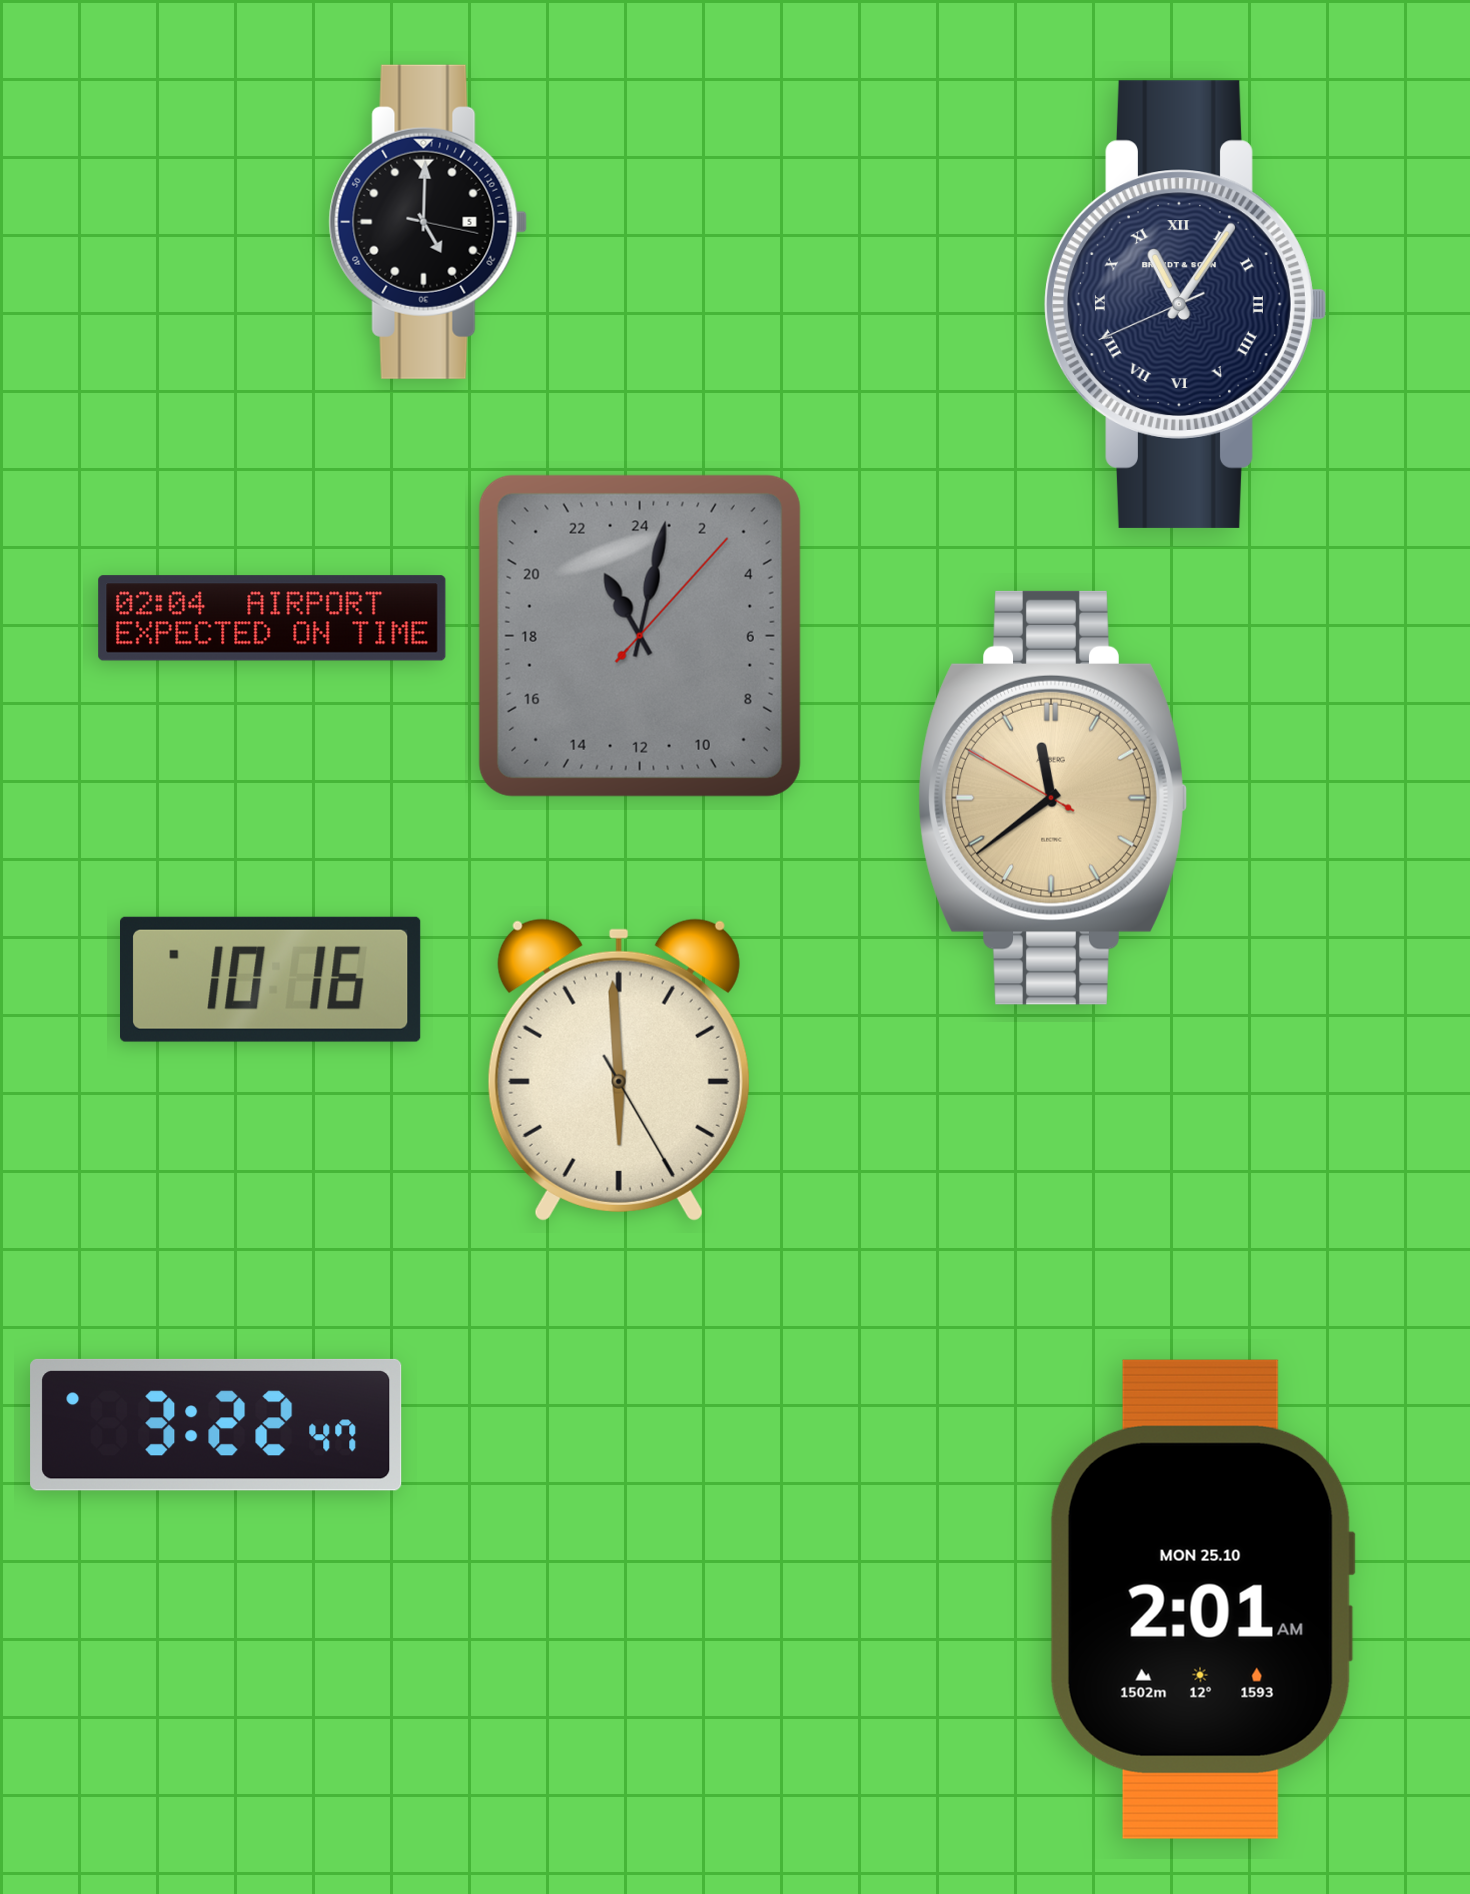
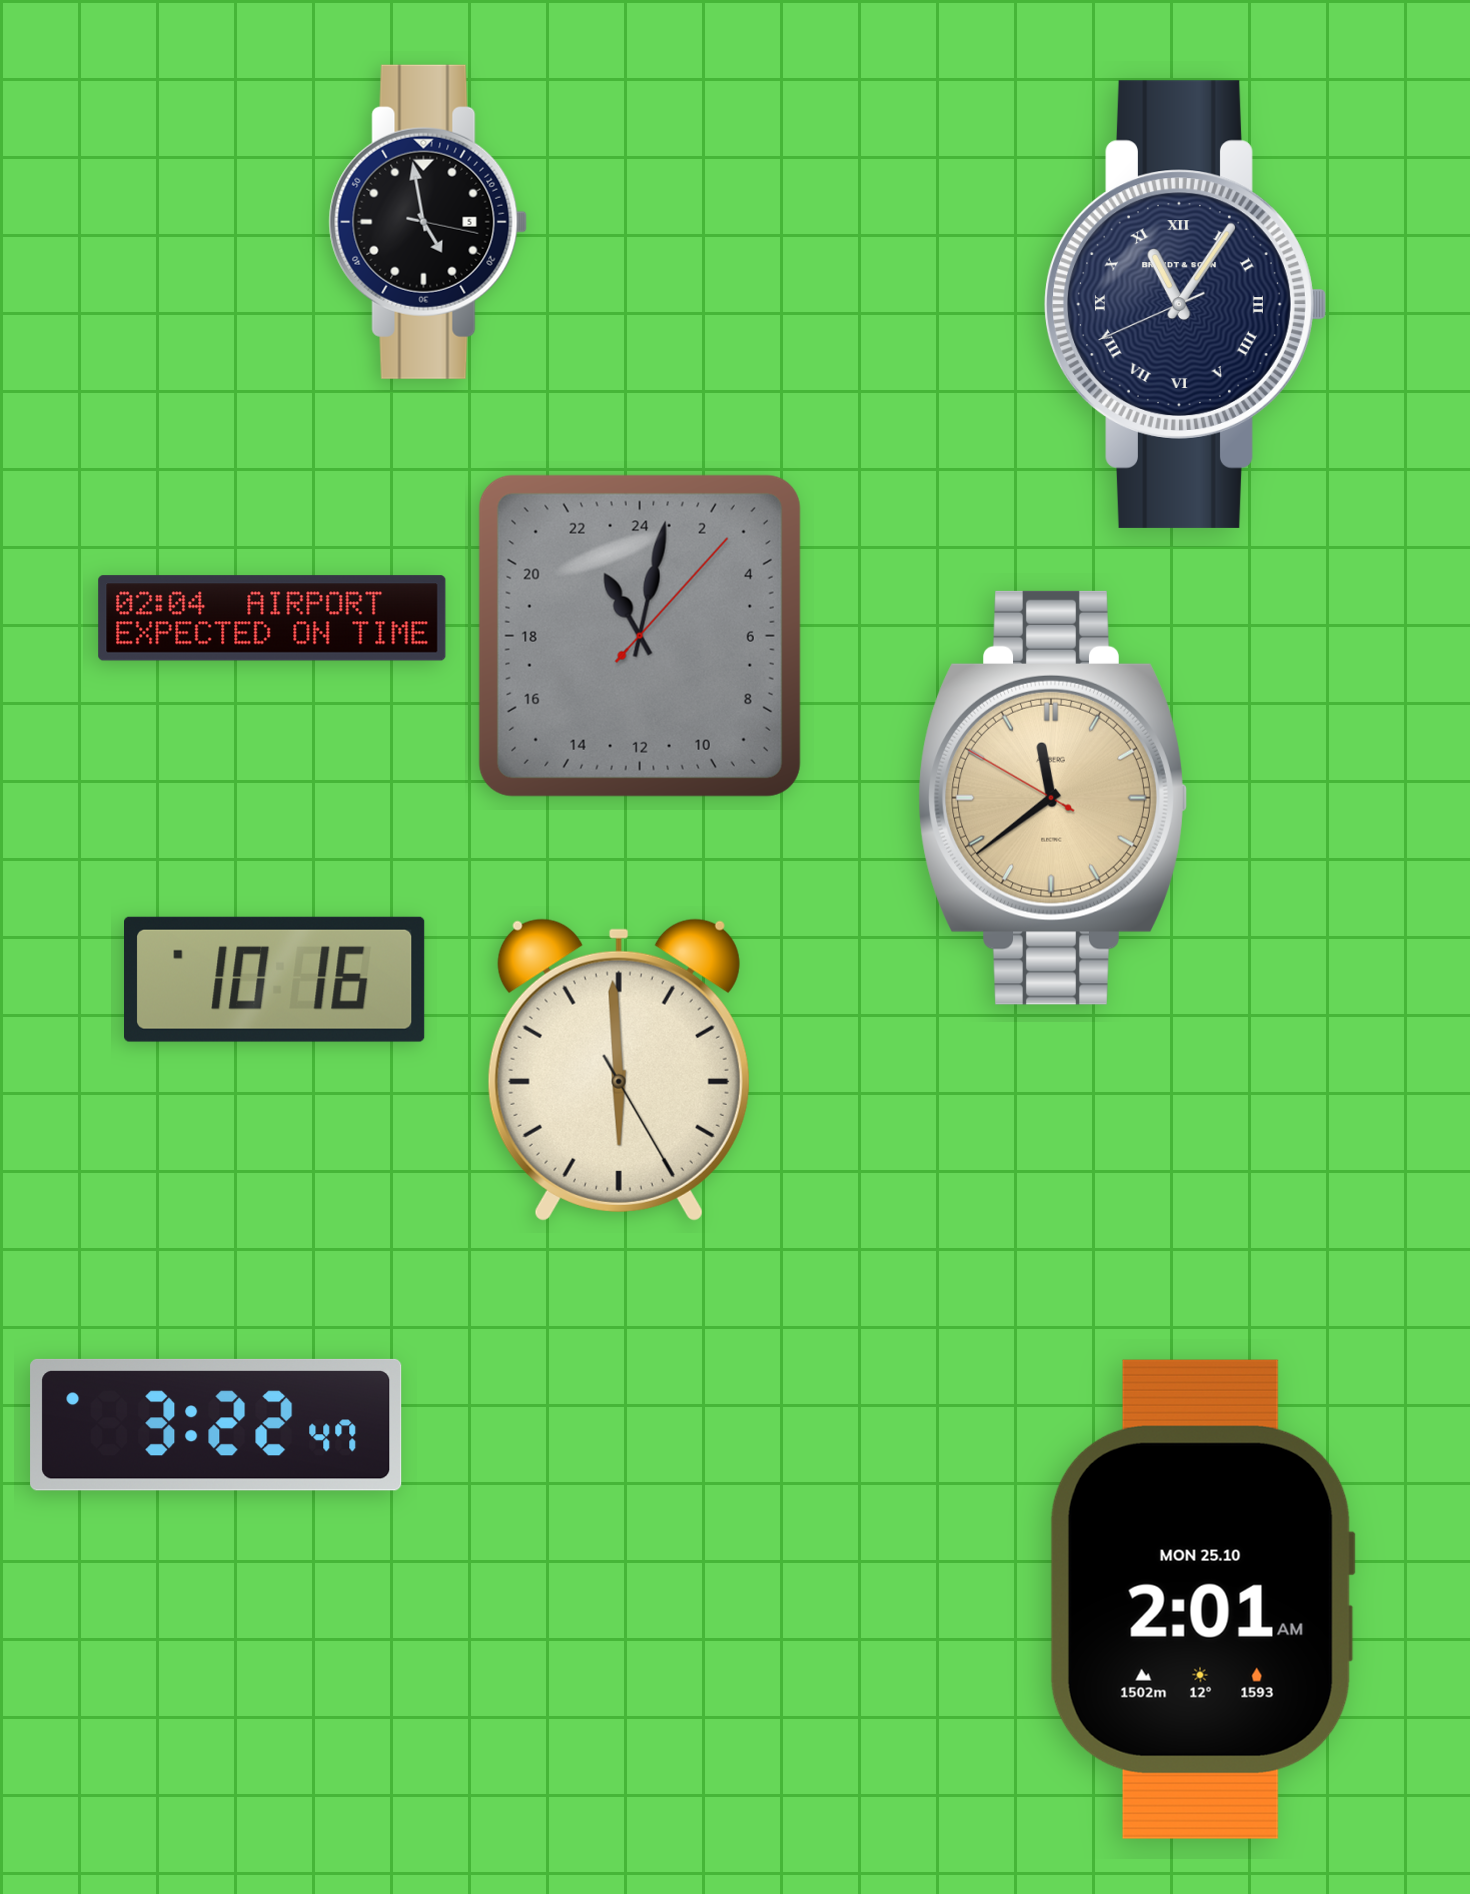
clock at (428, 222): 5:00 -> 4:58
clock at (271, 979) position: (271, 979) -> (275, 979)
